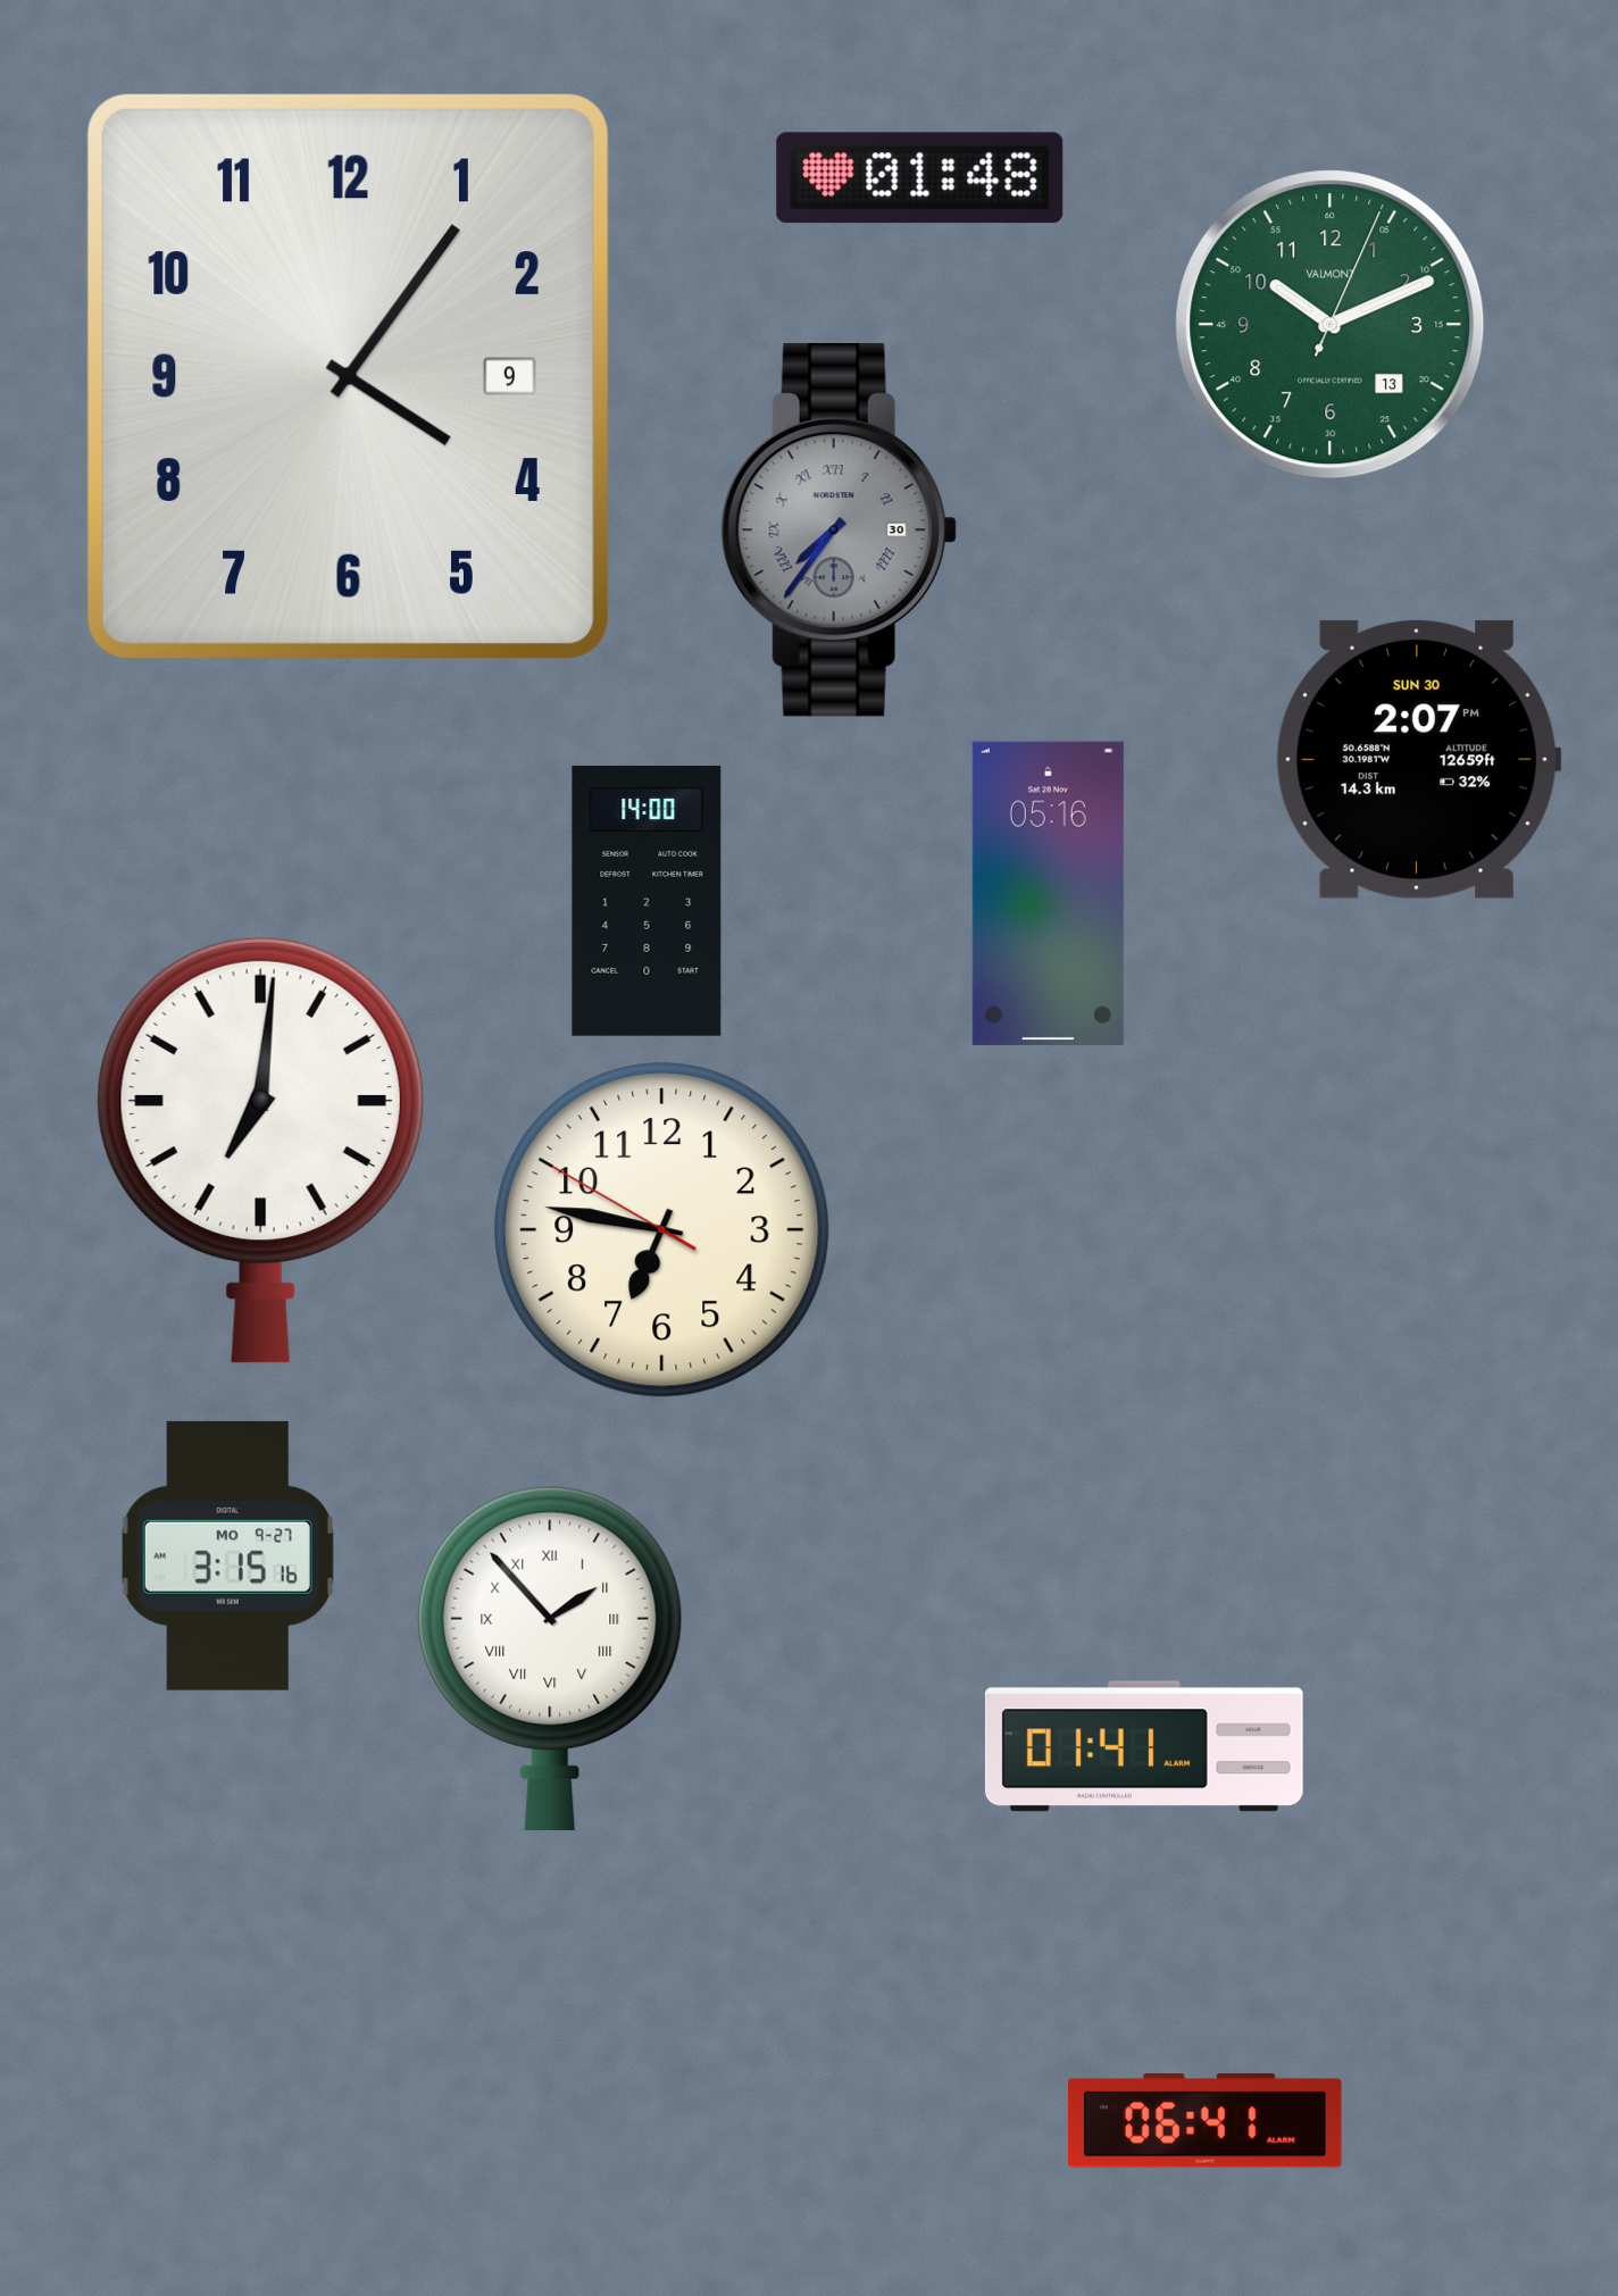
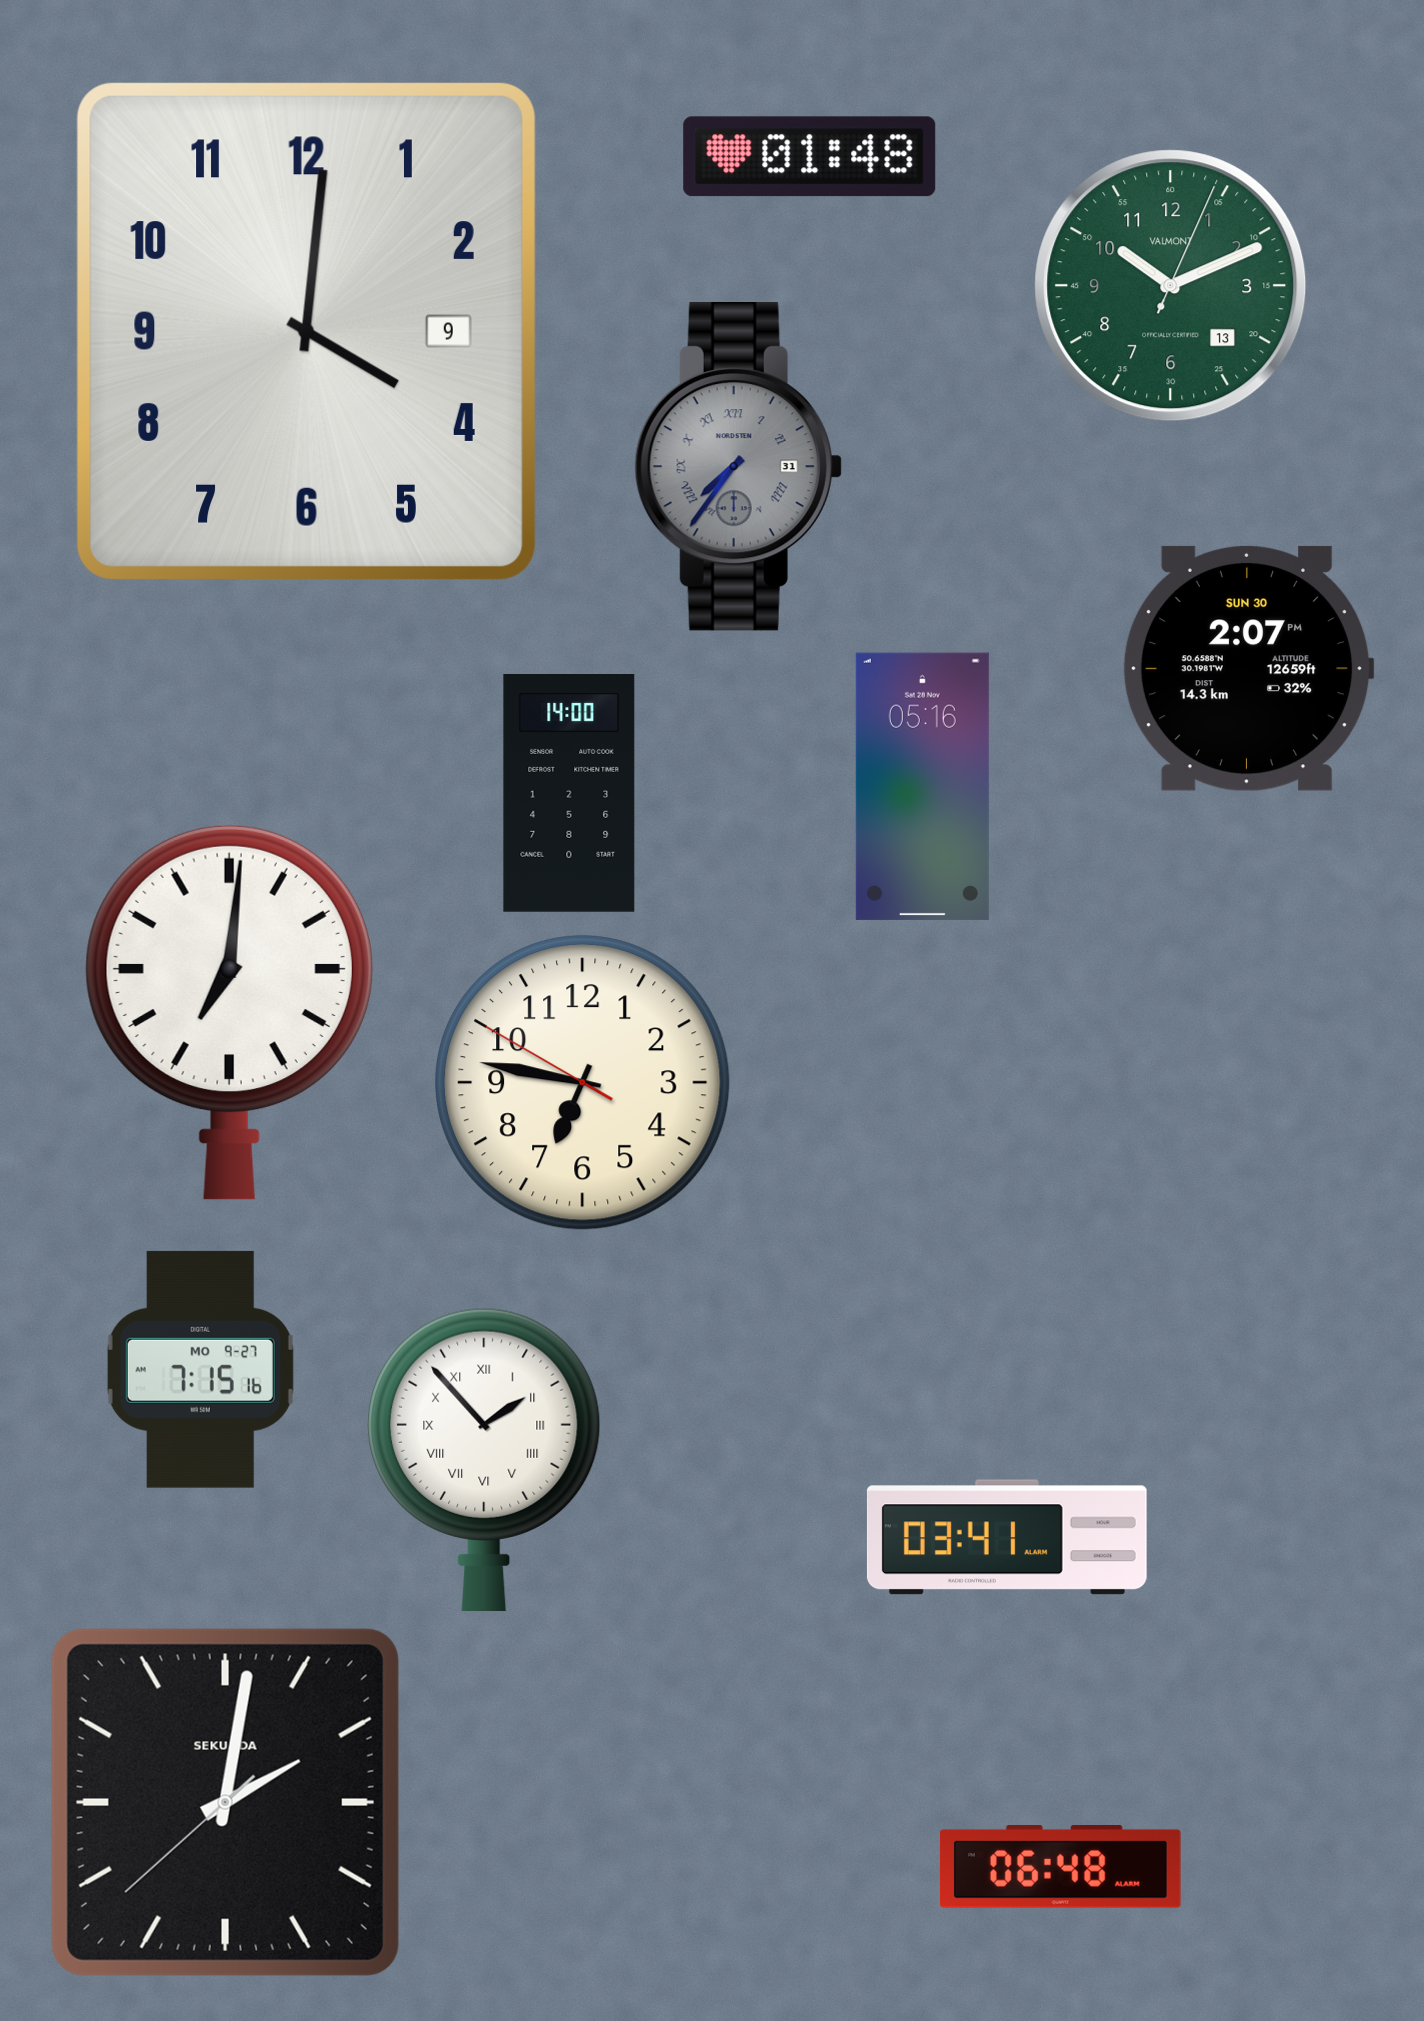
clock at (348, 376): 4:06 -> 4:01
clock at (839, 531) date: 30 -> 31
clock at (227, 1555): 3:15 -> 7:15
clock at (1144, 1746): 01:41 -> 03:41
clock at (225, 1802): none -> 2:01
clock at (1204, 2121): 06:41 -> 06:48
